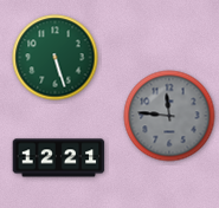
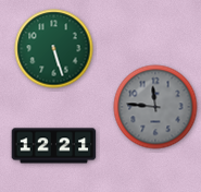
clock at (56, 58) position: (56, 58) -> (54, 49)
